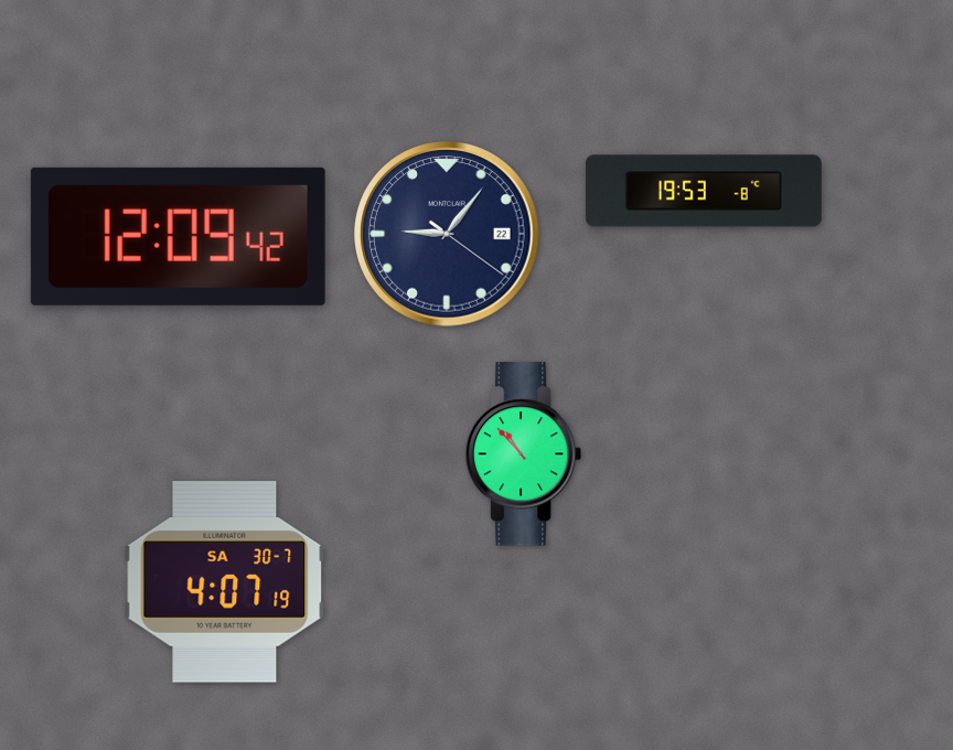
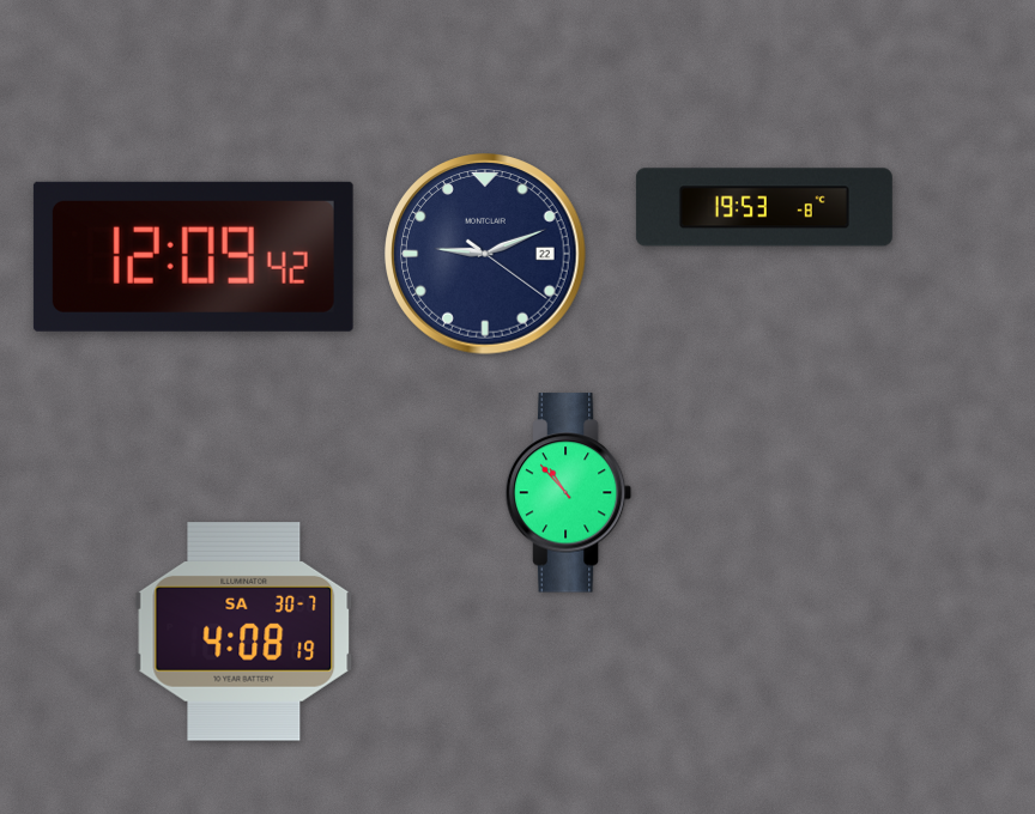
clock at (447, 234): 9:06 -> 9:11
clock at (225, 582): 4:07 -> 4:08
